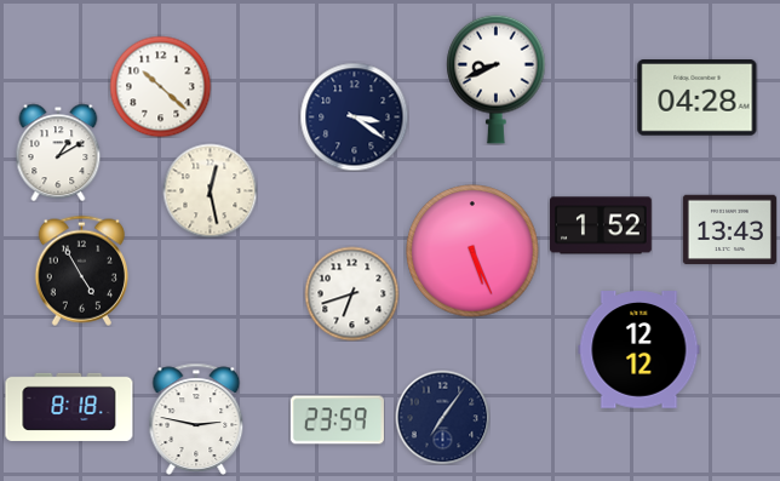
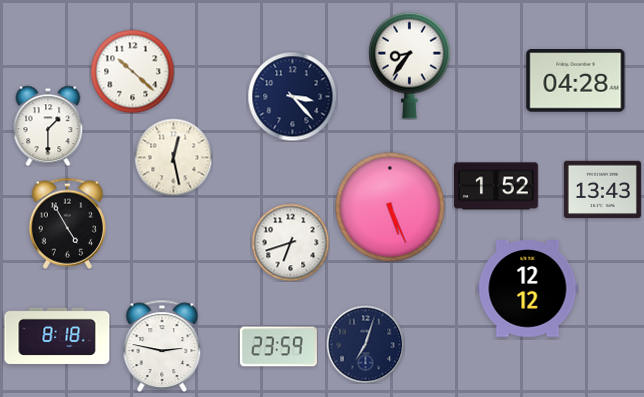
clock at (497, 79): 8:41 -> 8:36
clock at (354, 116): 3:21 -> 3:23
clock at (58, 153): 1:10 -> 1:30
clock at (442, 417): 7:06 -> 7:03
